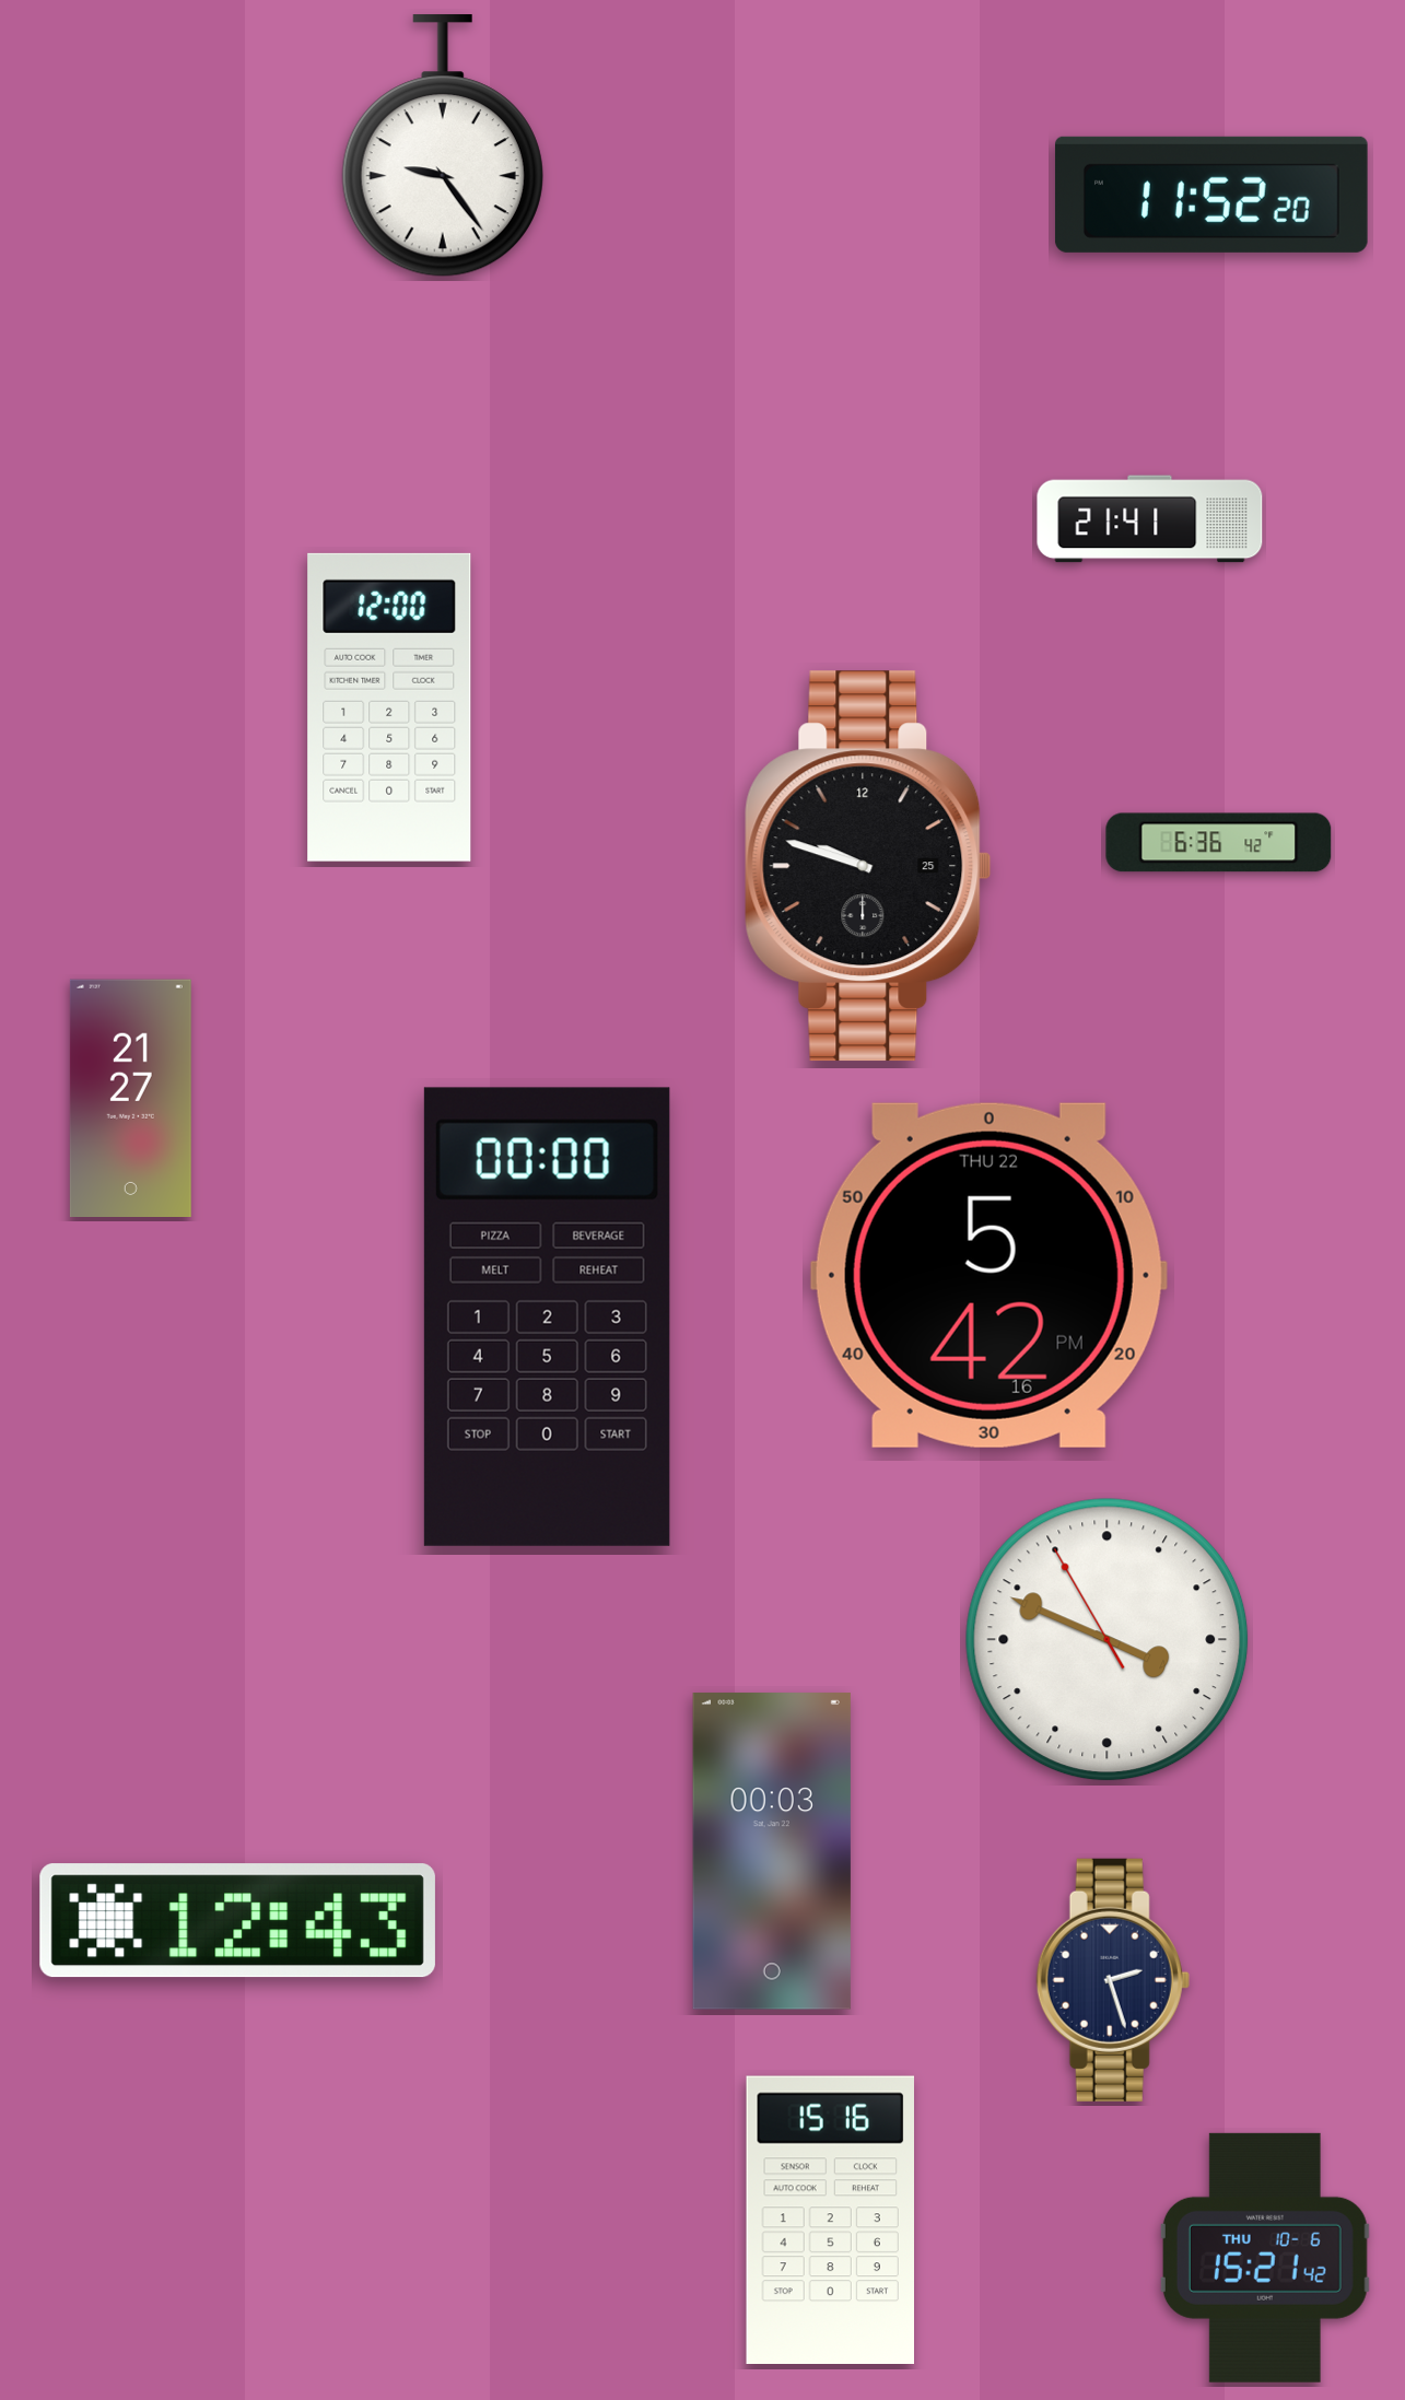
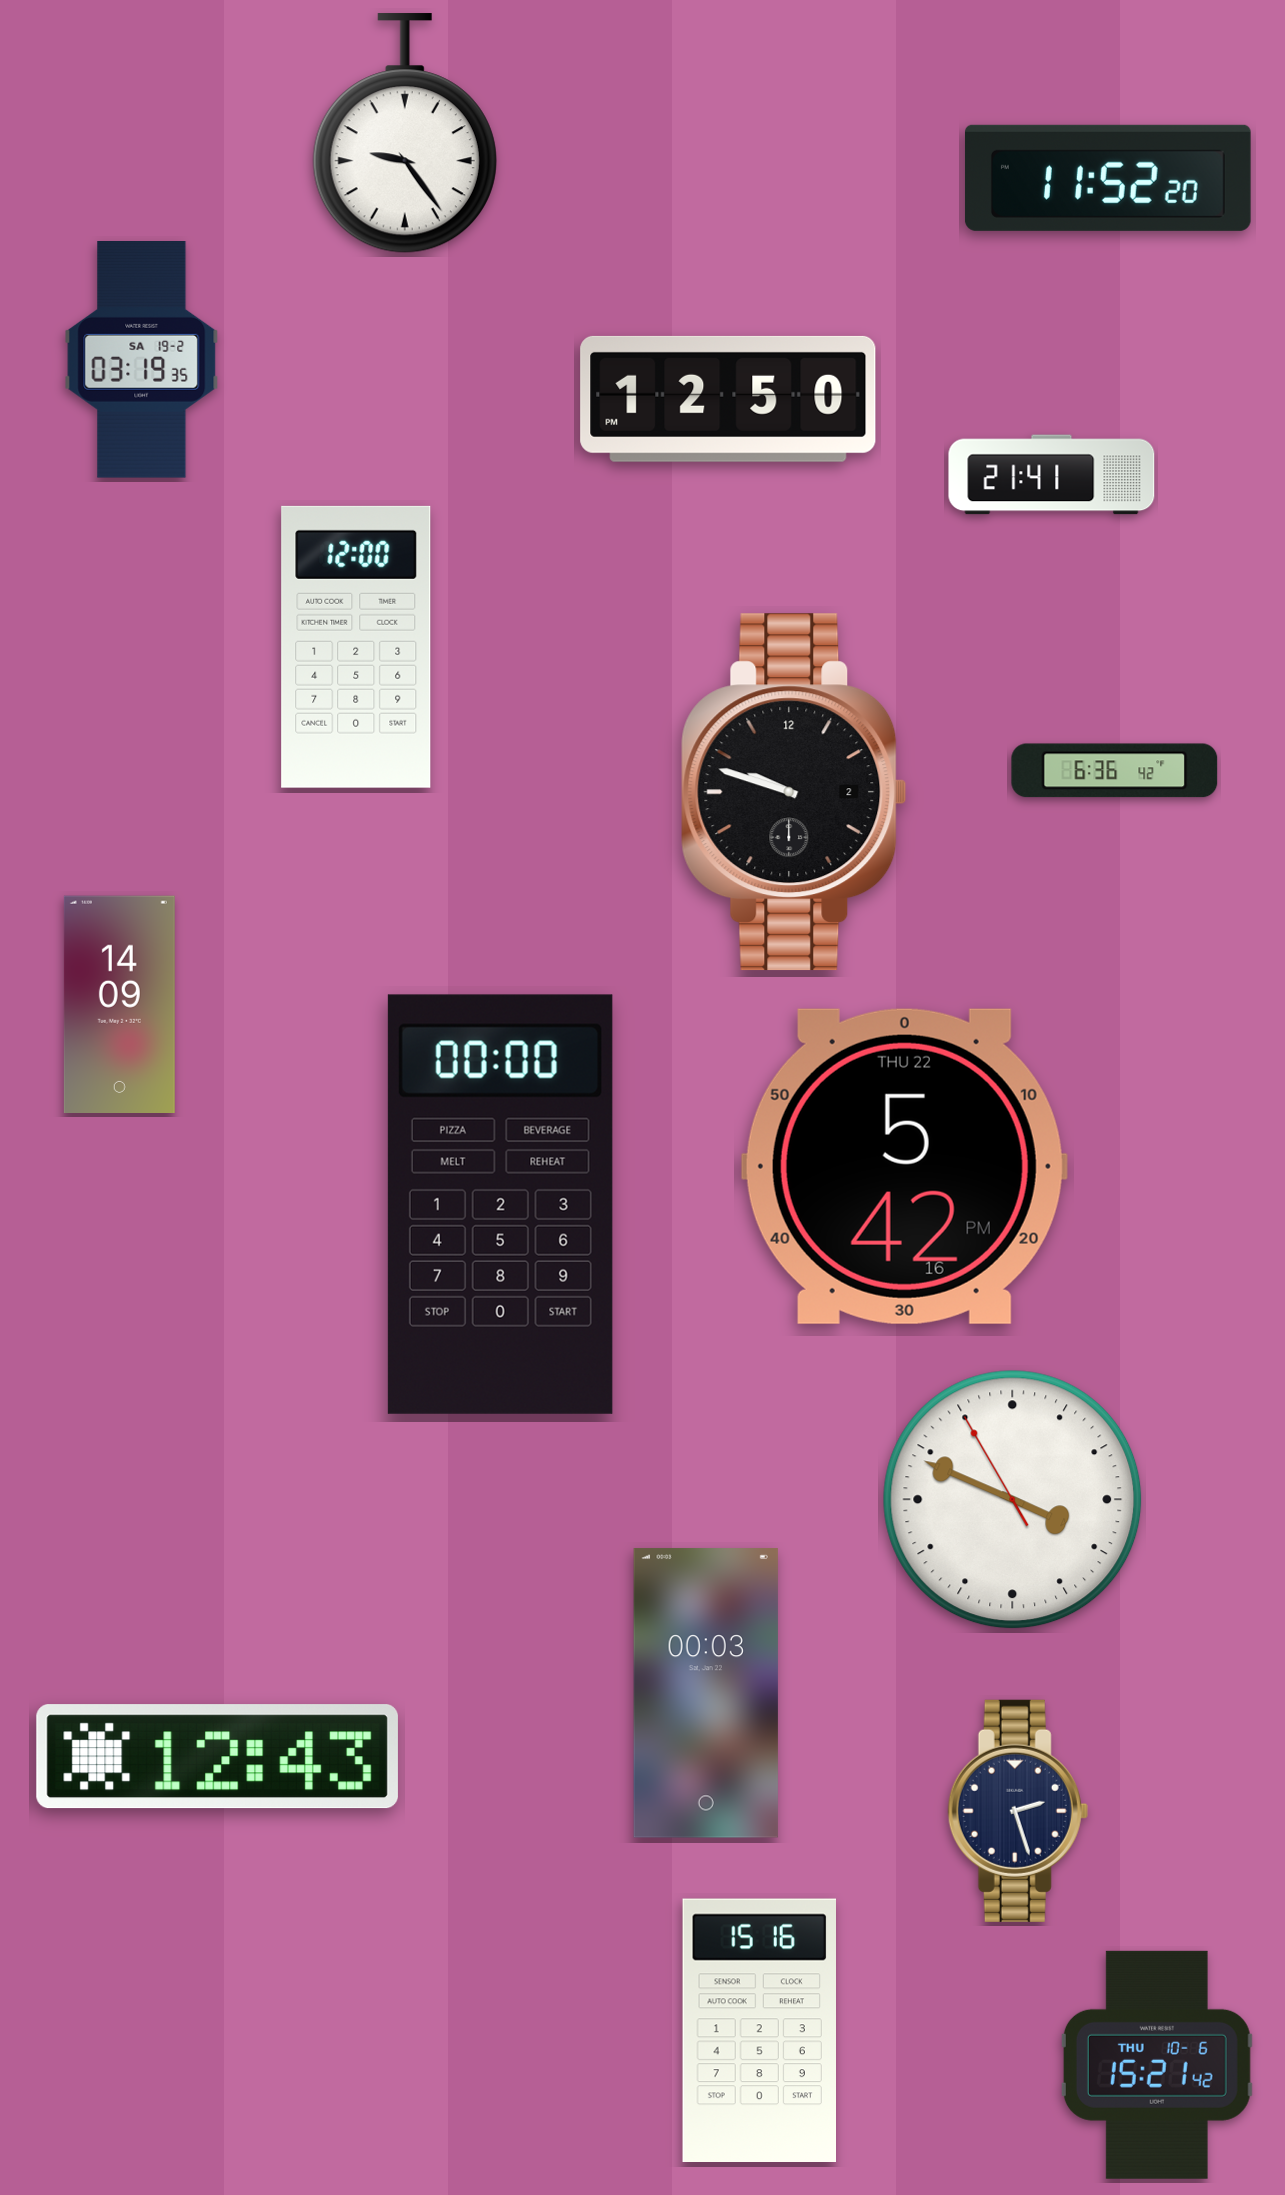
clock at (142, 360): none -> 03:19
clock at (728, 399): none -> 12:50
clock at (868, 866) date: 25 -> 2
clock at (130, 1098): 21:27 -> 14:09
